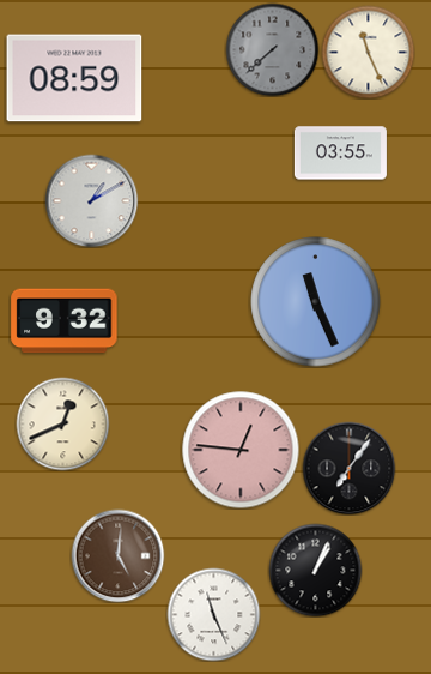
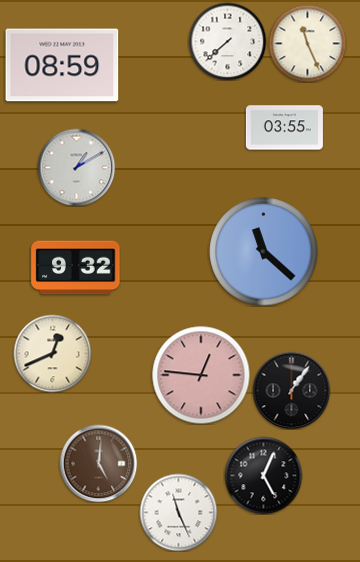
clock at (272, 49) dial: grey -> white
clock at (316, 302): 11:26 -> 11:22
clock at (65, 321) position: (65, 321) -> (76, 268)
clock at (348, 468): 7:06 -> 1:06
clock at (315, 570): 1:04 -> 5:04
